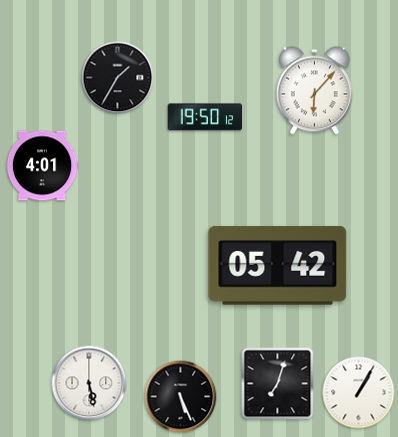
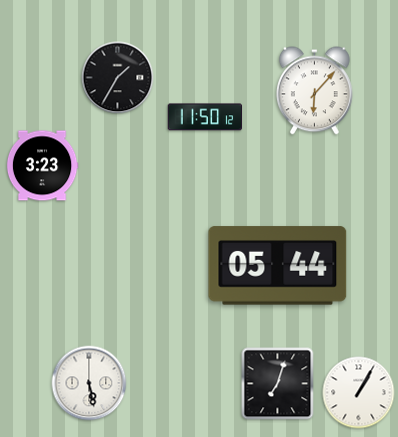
clock at (204, 117): 19:50 -> 11:50
clock at (42, 166): 4:01 -> 3:23
clock at (278, 266): 05:42 -> 05:44
clock at (181, 397): 5:26 -> none
